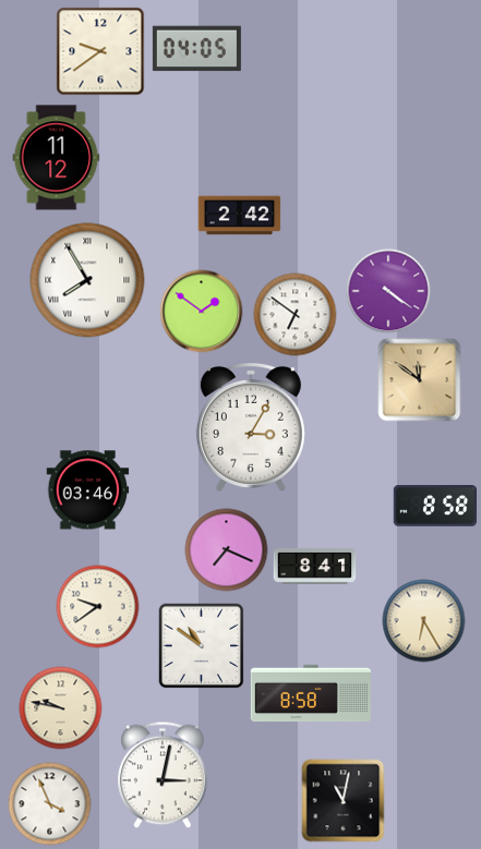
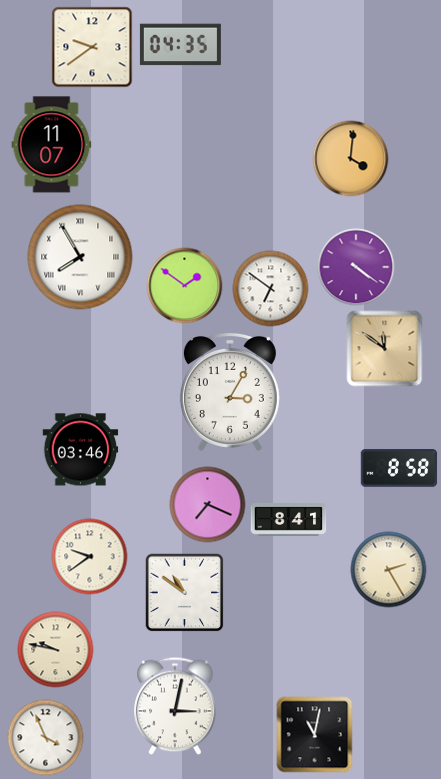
clock at (196, 49): 04:05 -> 04:35
clock at (57, 158): 11:12 -> 11:07
clock at (351, 159): none -> 4:01
clock at (240, 216): 2:42 -> none
clock at (435, 506) position: (435, 506) -> (399, 468)
clock at (424, 621): 6:25 -> 2:25
clock at (310, 693): 8:58 -> none
clock at (163, 775) position: (163, 775) -> (175, 706)
